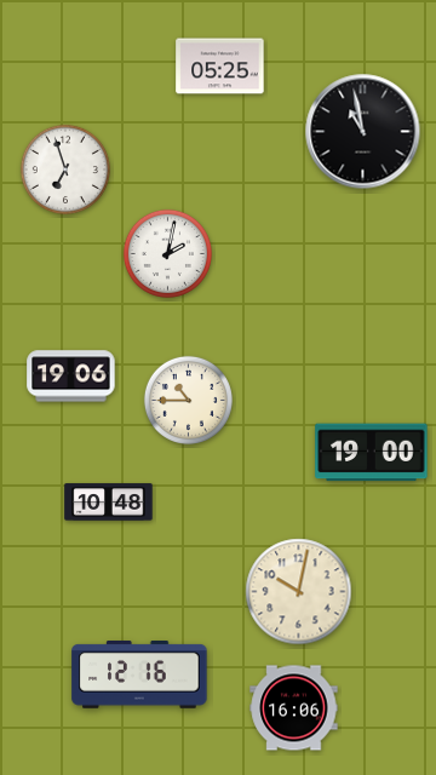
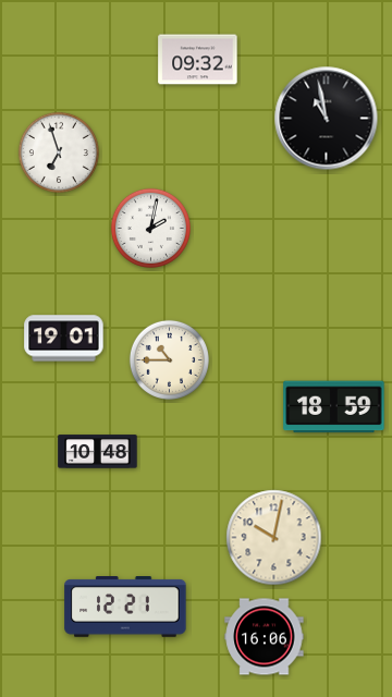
clock at (220, 67): 05:25 -> 09:32
clock at (71, 377): 19:06 -> 19:01
clock at (372, 453): 19:00 -> 18:59
clock at (299, 592) position: (299, 592) -> (274, 538)
clock at (139, 676): 12:16 -> 12:21
